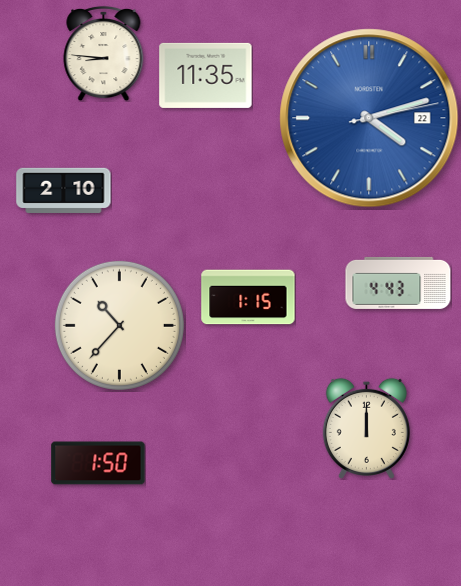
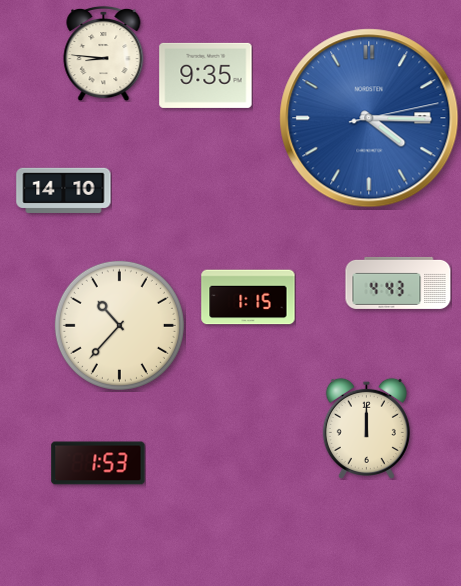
clock at (206, 75): 11:35 -> 9:35
clock at (369, 118): 4:12 -> 4:15
clock at (64, 190): 2:10 -> 14:10
clock at (98, 463): 1:50 -> 1:53
